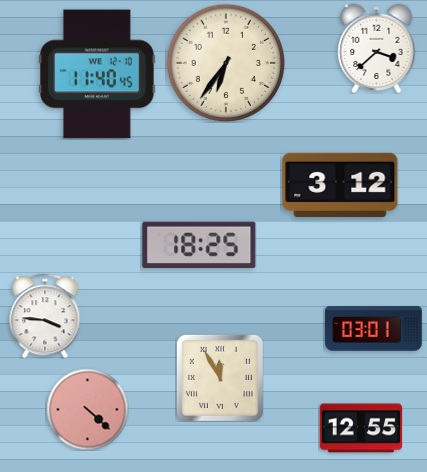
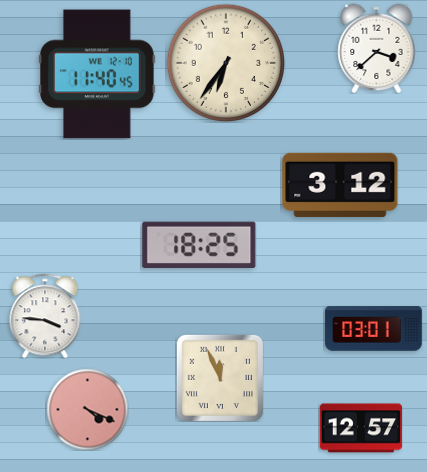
clock at (220, 378): 11:55 -> 11:56
clock at (87, 409): 4:22 -> 4:19
clock at (360, 428): 12:55 -> 12:57
